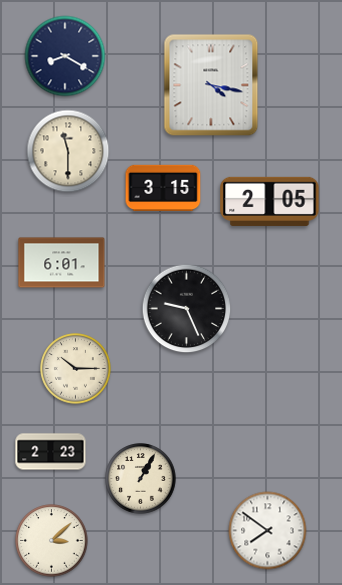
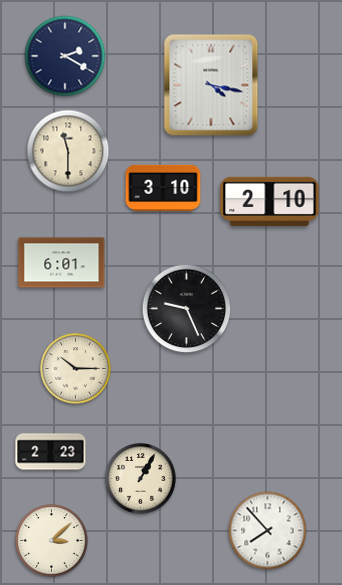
clock at (65, 56): 8:20 -> 2:20
clock at (163, 188): 3:15 -> 3:10
clock at (270, 201): 2:05 -> 2:10
clock at (268, 531): 7:51 -> 7:53
